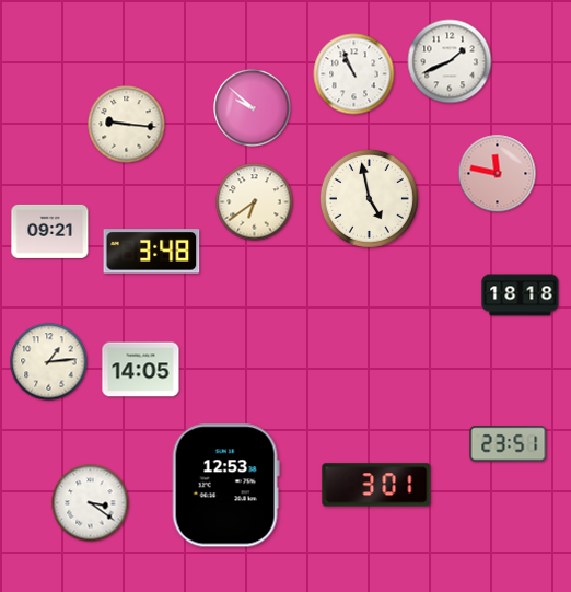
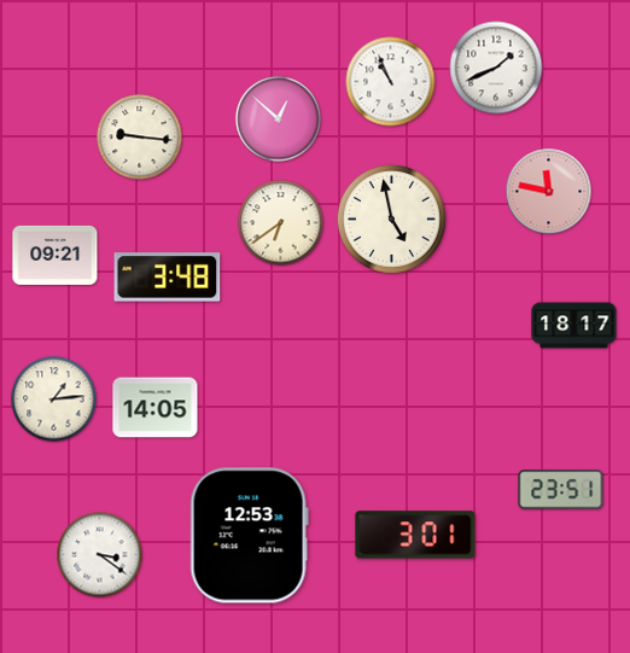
clock at (253, 108): 9:52 -> 12:52
clock at (369, 198) position: (369, 198) -> (391, 218)
clock at (521, 295): 18:18 -> 18:17
